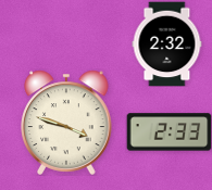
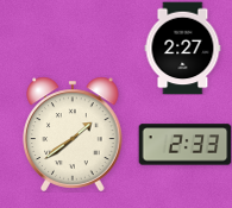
clock at (167, 43): 2:32 -> 2:27
clock at (66, 123): 3:48 -> 1:39
